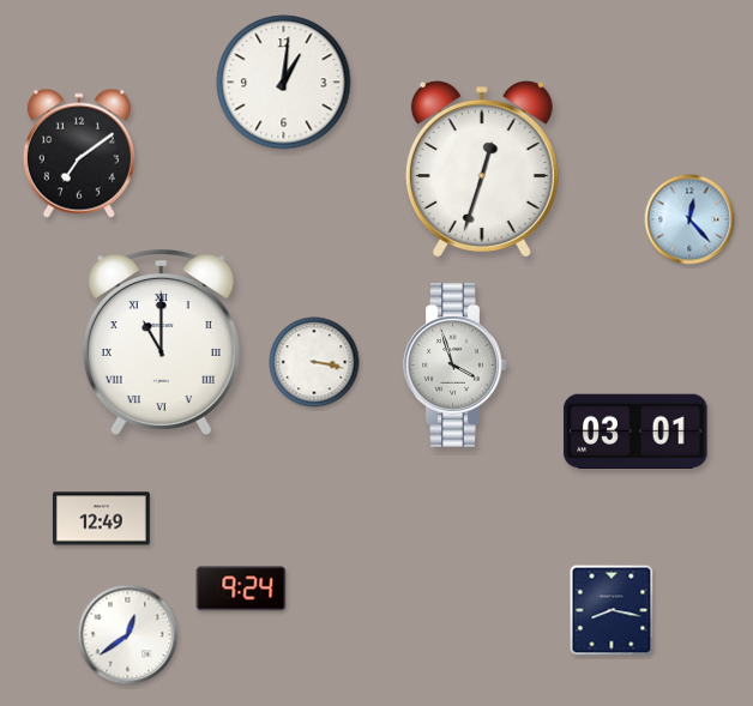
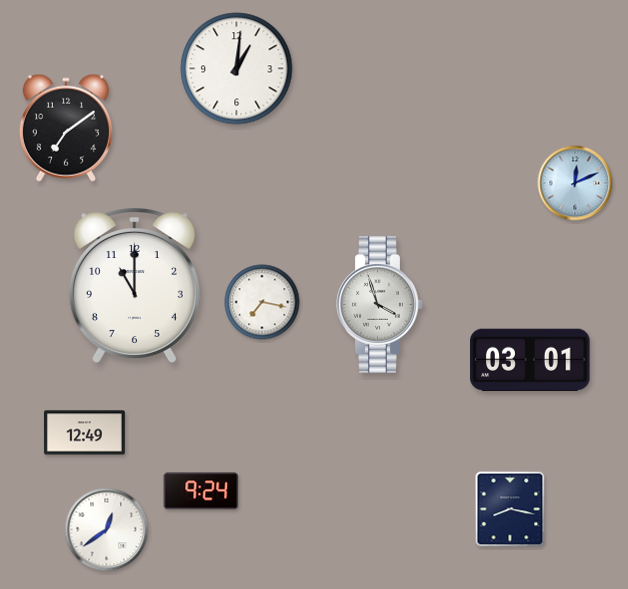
clock at (482, 169): 12:33 -> none
clock at (689, 219): 12:23 -> 12:11
clock at (161, 343) numerals: Roman -> Arabic
clock at (314, 362): 3:17 -> 7:17
